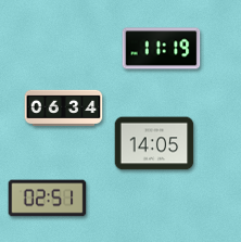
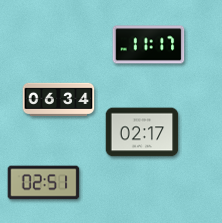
clock at (162, 49): 11:19 -> 11:17
clock at (154, 143): 14:05 -> 02:17
